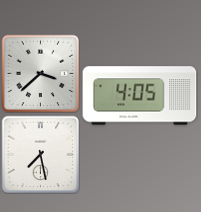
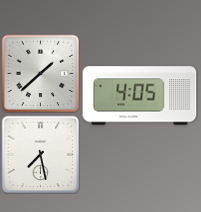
clock at (40, 73): 3:38 -> 1:38
